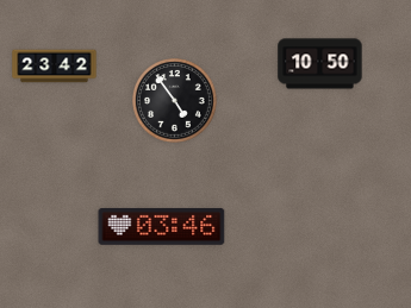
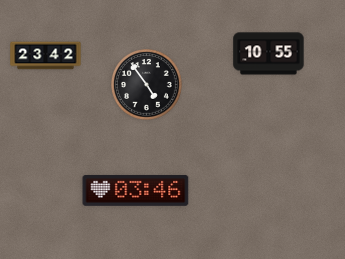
clock at (320, 64): 10:50 -> 10:55
